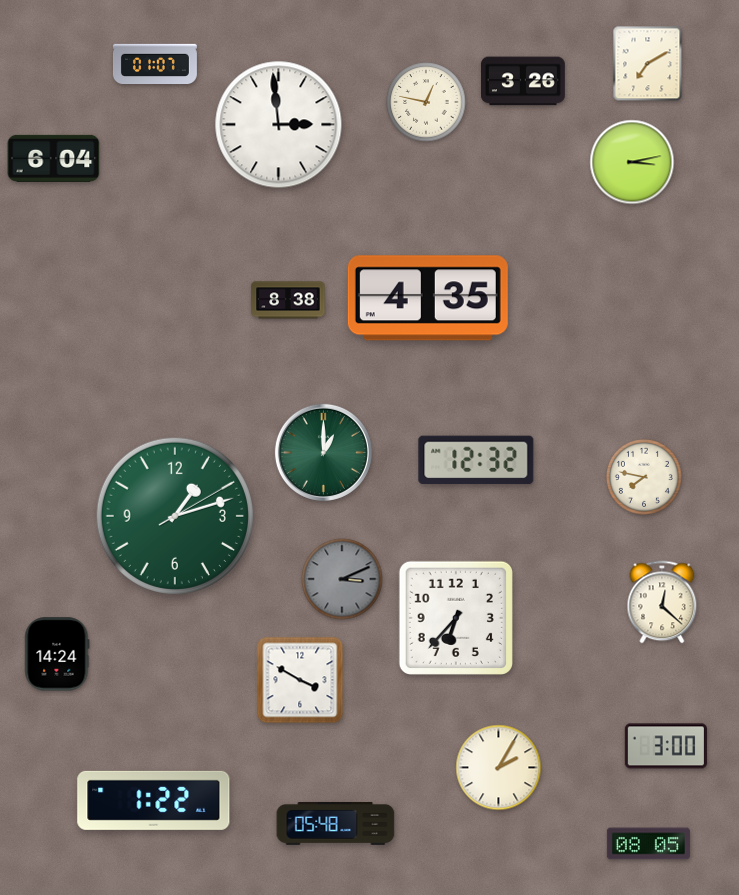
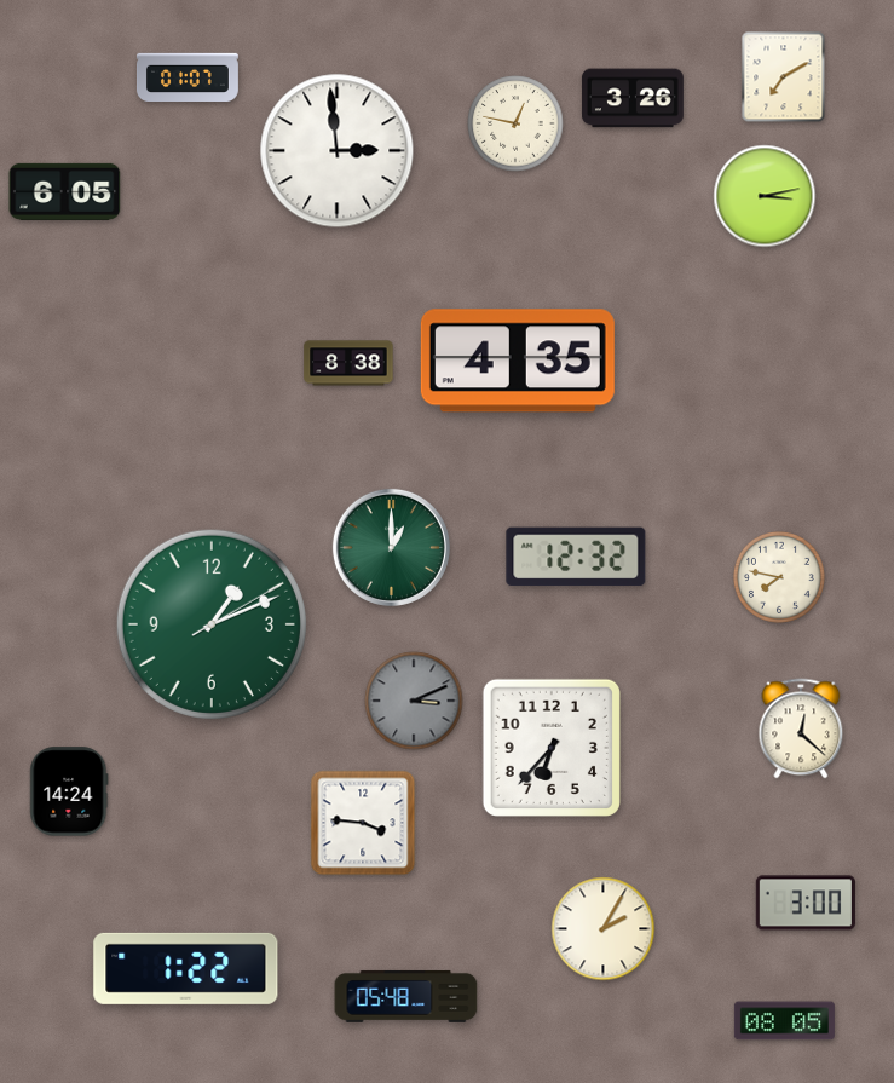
clock at (54, 158): 6:04 -> 6:05
clock at (175, 516): 1:12 -> 1:11
clock at (300, 680): 3:50 -> 3:46
